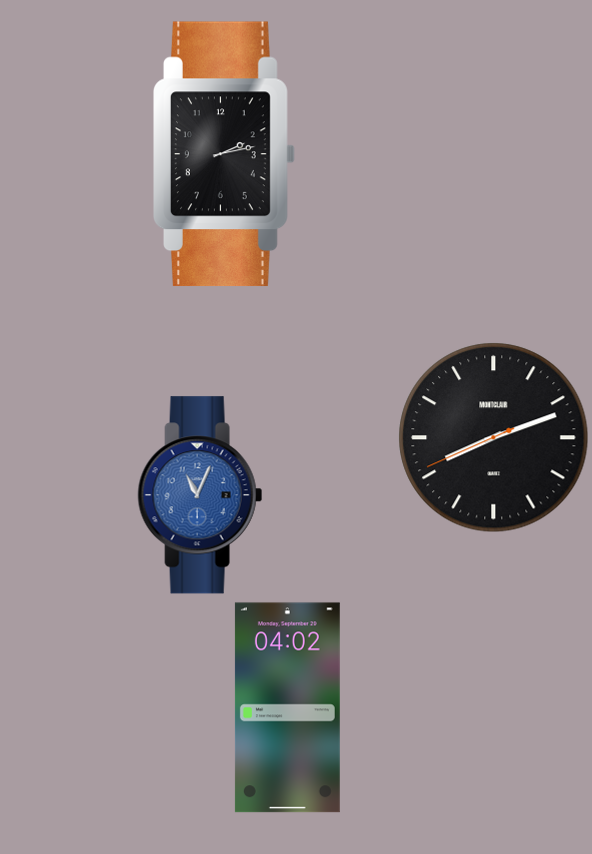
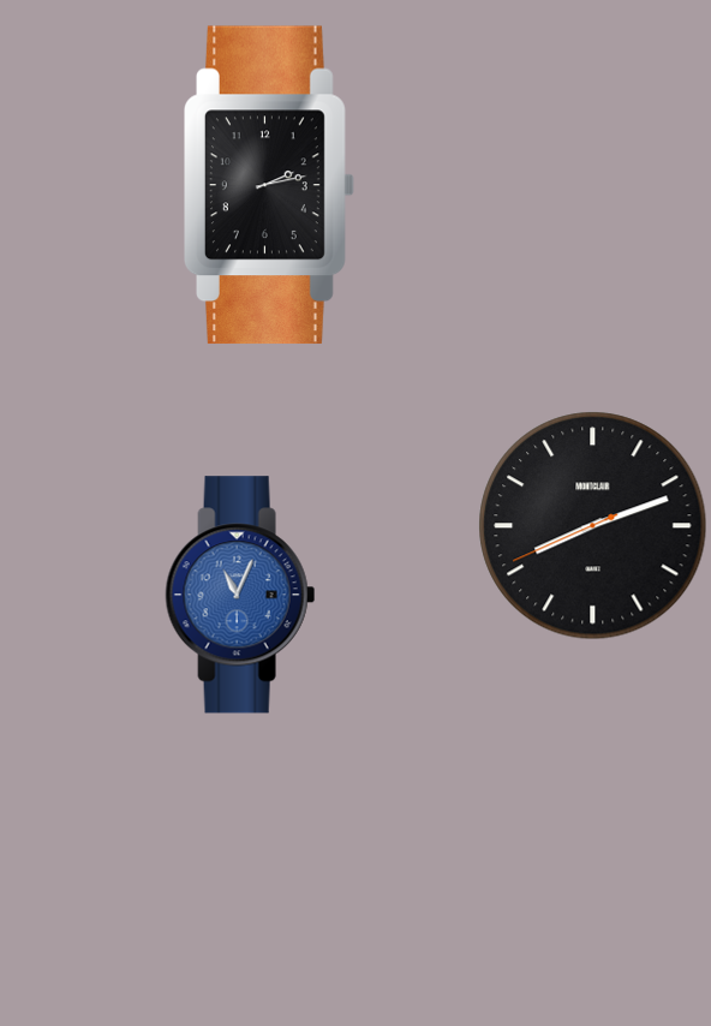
clock at (287, 708): 04:02 -> none
